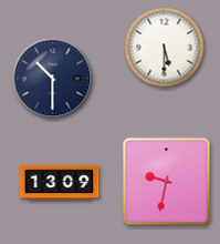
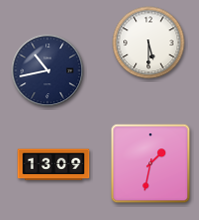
clock at (53, 79): 10:30 -> 10:43
clock at (167, 182): 9:32 -> 1:32
